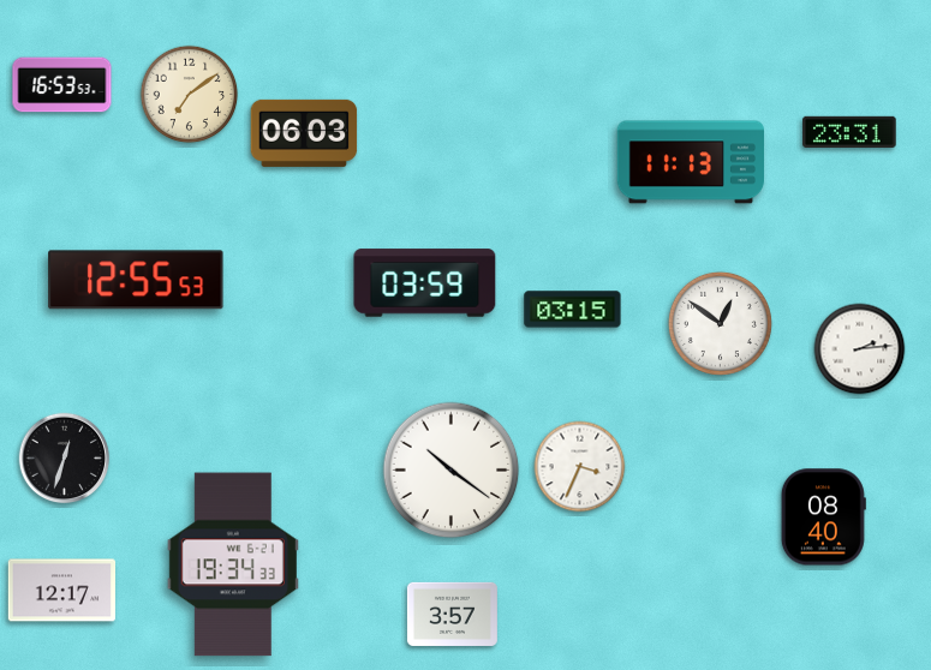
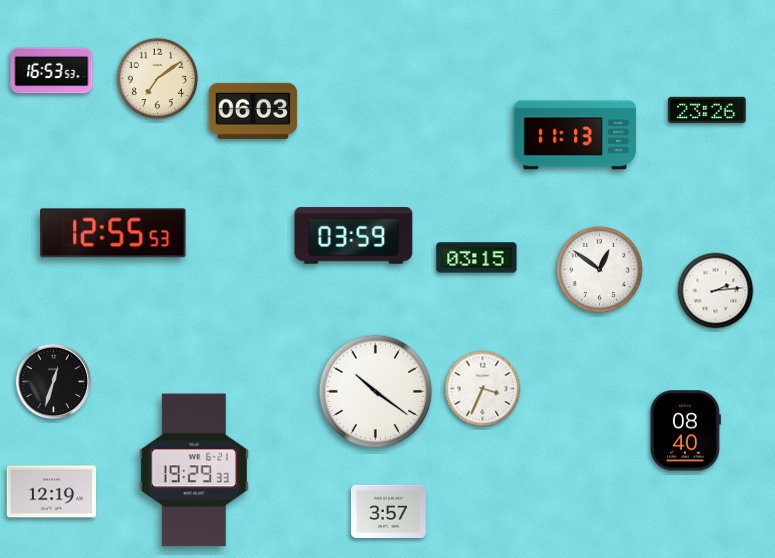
clock at (849, 132): 23:31 -> 23:26
clock at (233, 564): 19:34 -> 19:29
clock at (61, 591): 12:17 -> 12:19
clock at (452, 614) position: (452, 614) -> (388, 511)
